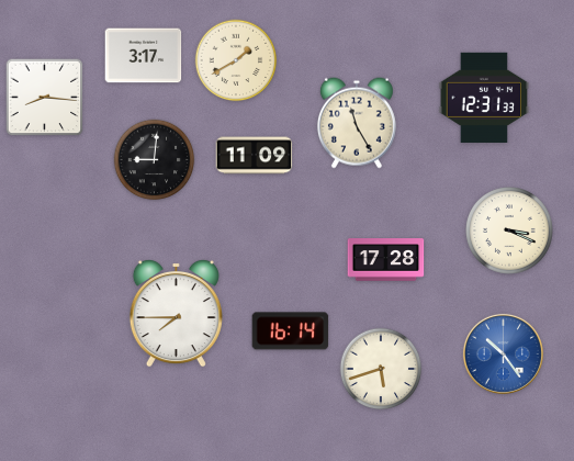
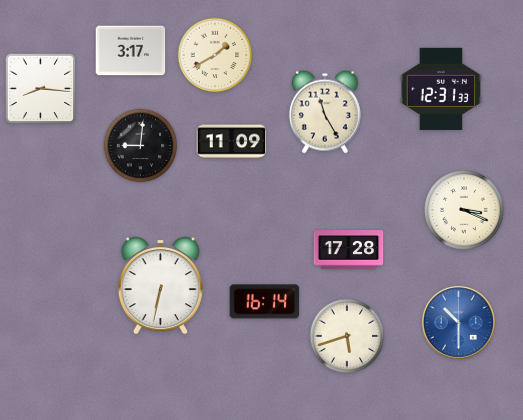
clock at (386, 260) position: (386, 260) -> (349, 250)
clock at (176, 313): 7:45 -> 6:32
clock at (503, 353): 10:24 -> 10:30
